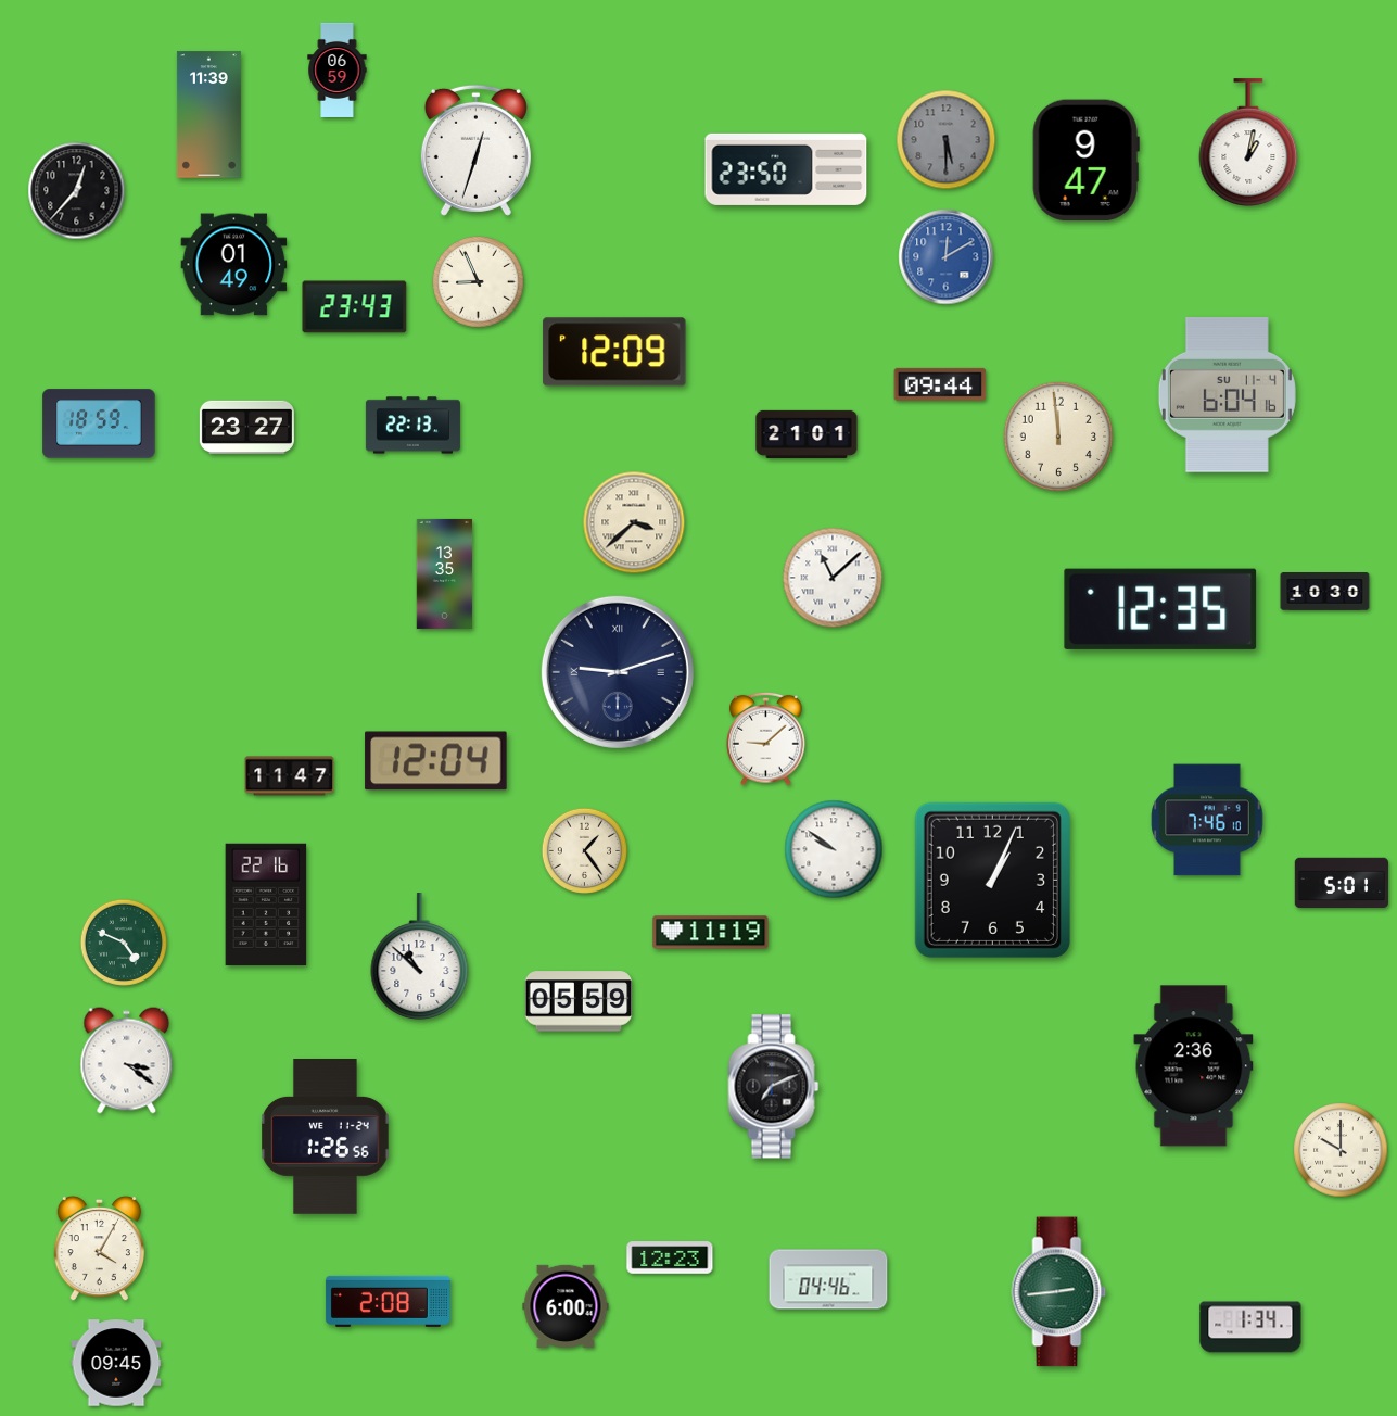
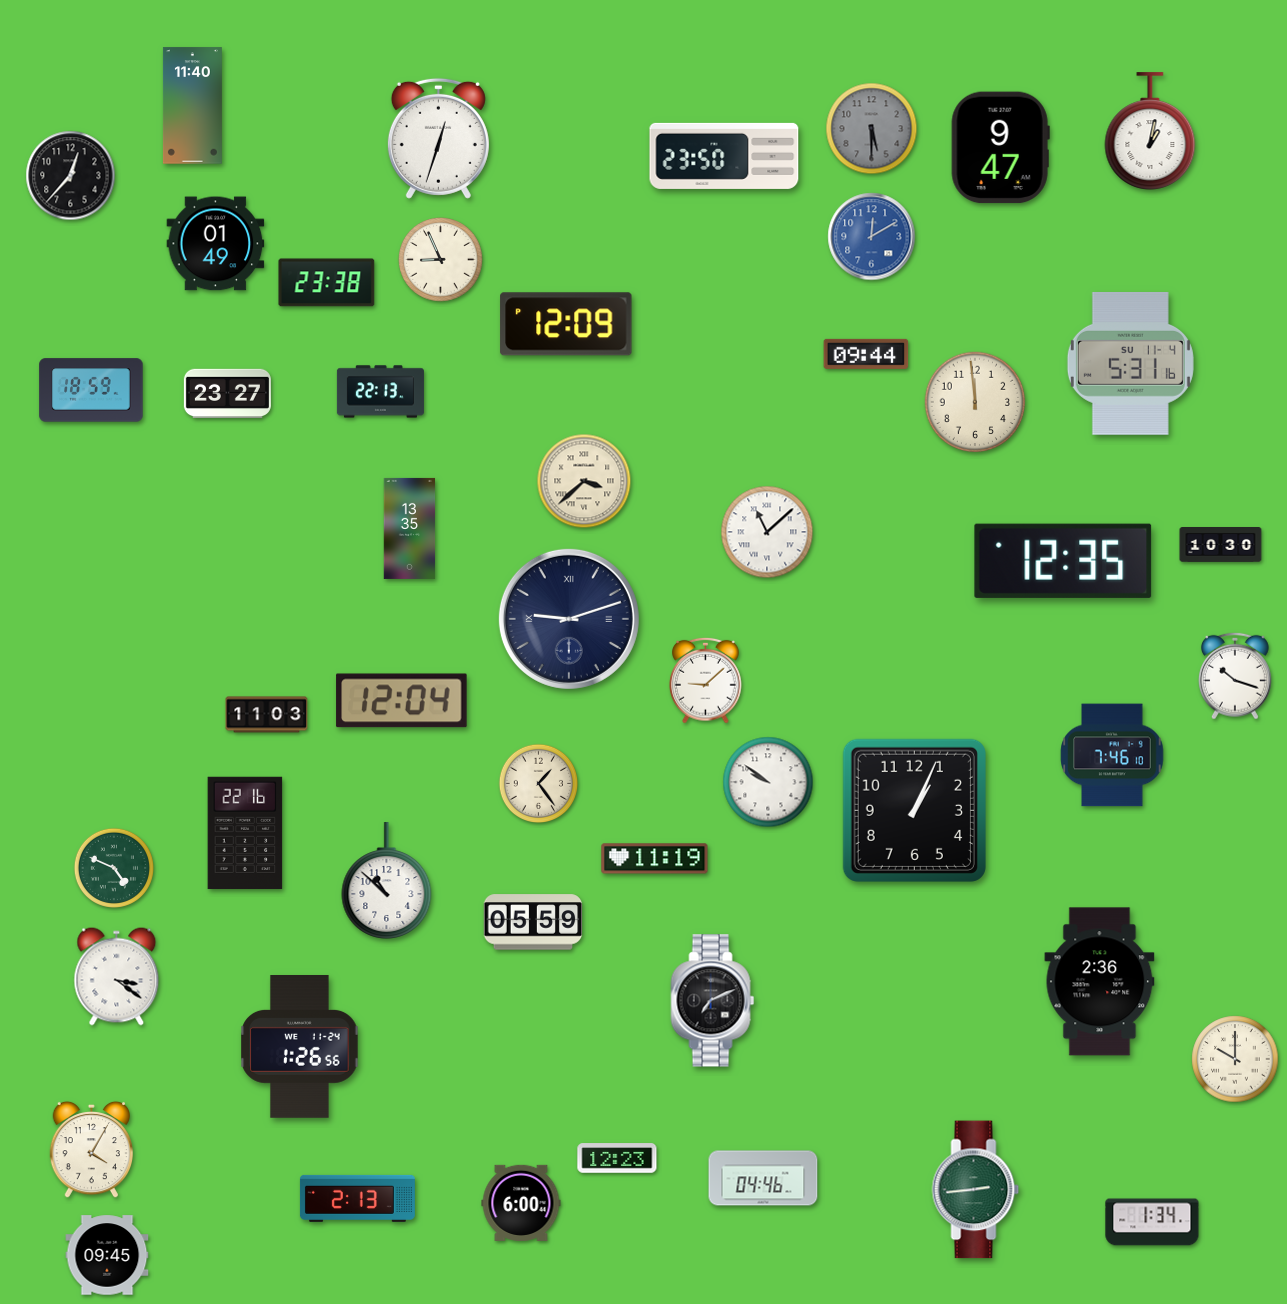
clock at (338, 69): 06:59 -> none
clock at (208, 115): 11:39 -> 11:40
clock at (355, 307): 23:43 -> 23:38
clock at (1227, 394): 6:04 -> 5:31
clock at (807, 434): 21:01 -> none
clock at (1160, 609) position: (1160, 609) -> (1063, 561)
clock at (1235, 676): none -> 10:18
clock at (290, 776): 11:47 -> 11:03
clock at (1342, 883): 5:01 -> none
clock at (388, 1301): 2:08 -> 2:13
